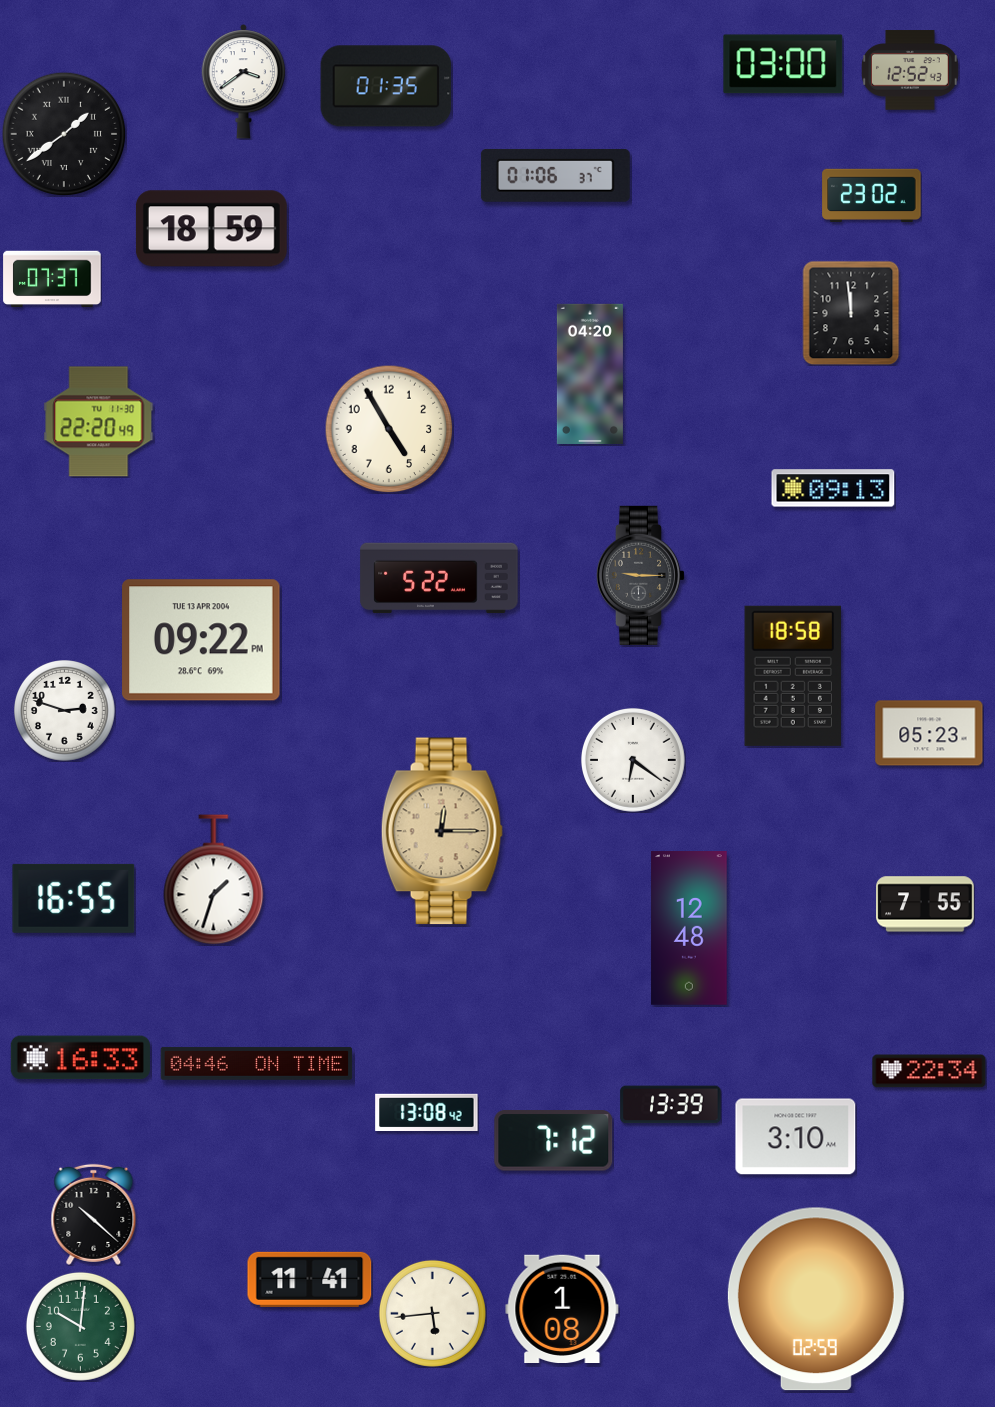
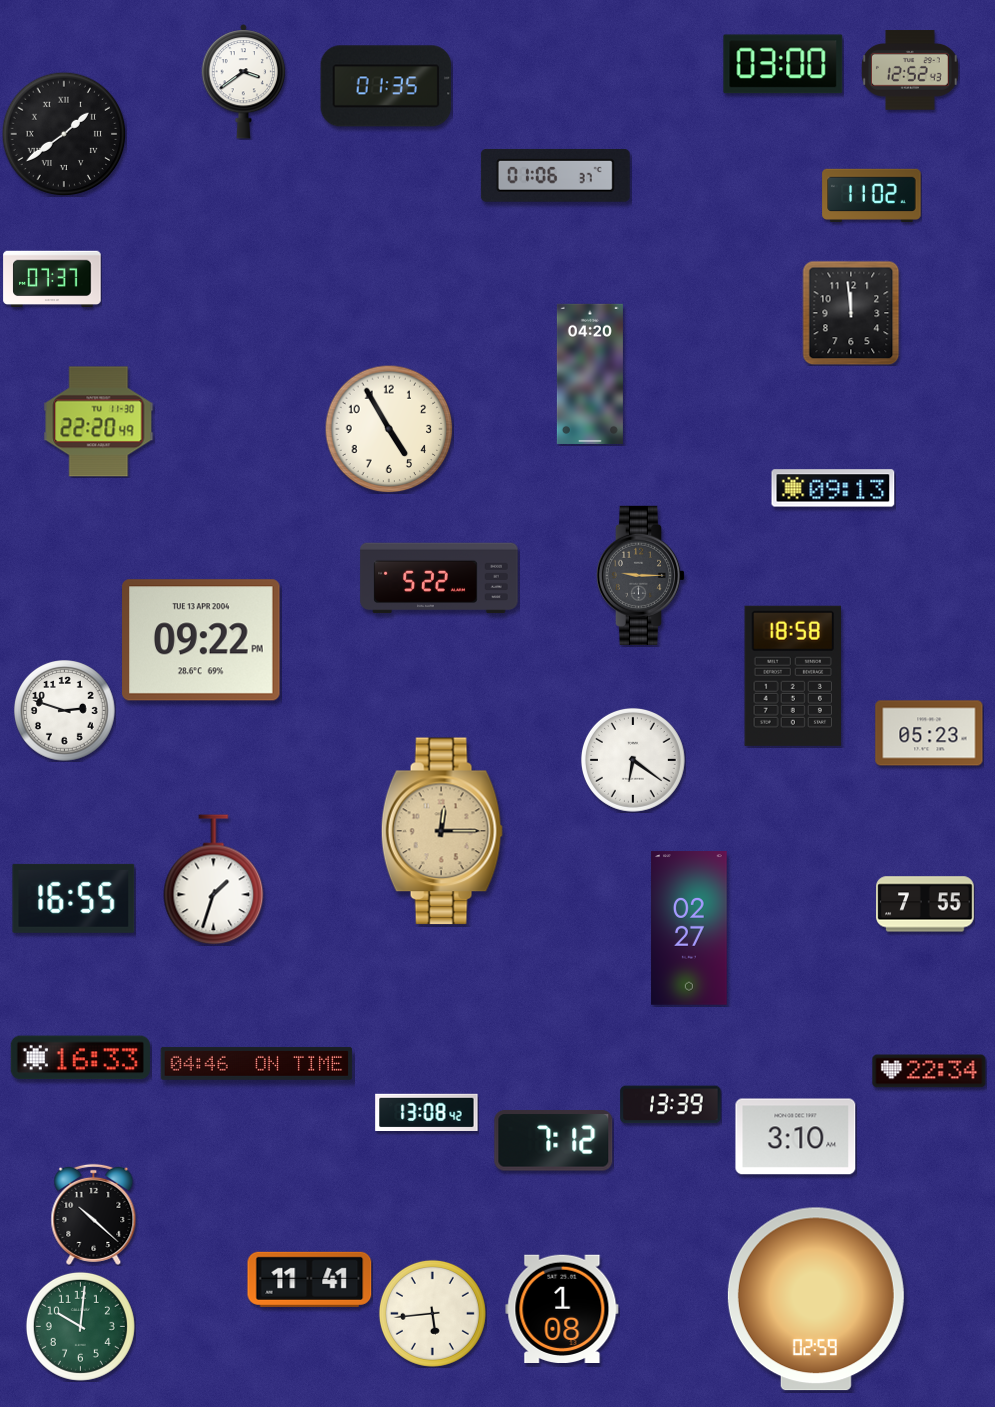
clock at (872, 196): 23:02 -> 11:02
clock at (211, 229): 18:59 -> none
clock at (689, 928): 12:48 -> 02:27
